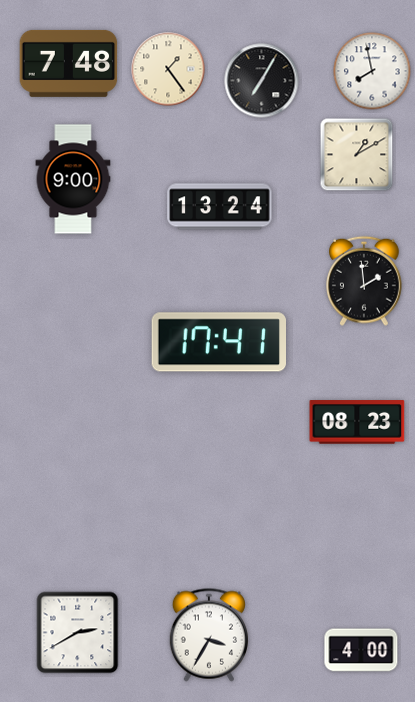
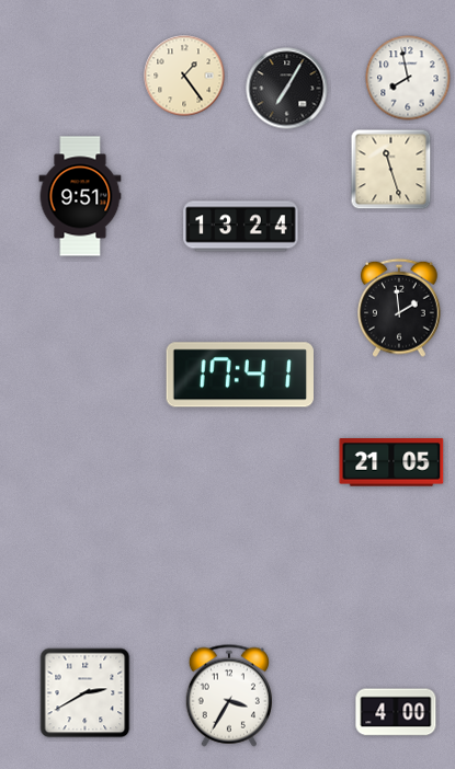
clock at (69, 63): 7:48 -> none
clock at (357, 155): 1:10 -> 11:27
clock at (73, 179): 9:00 -> 9:51
clock at (357, 422): 08:23 -> 21:05
